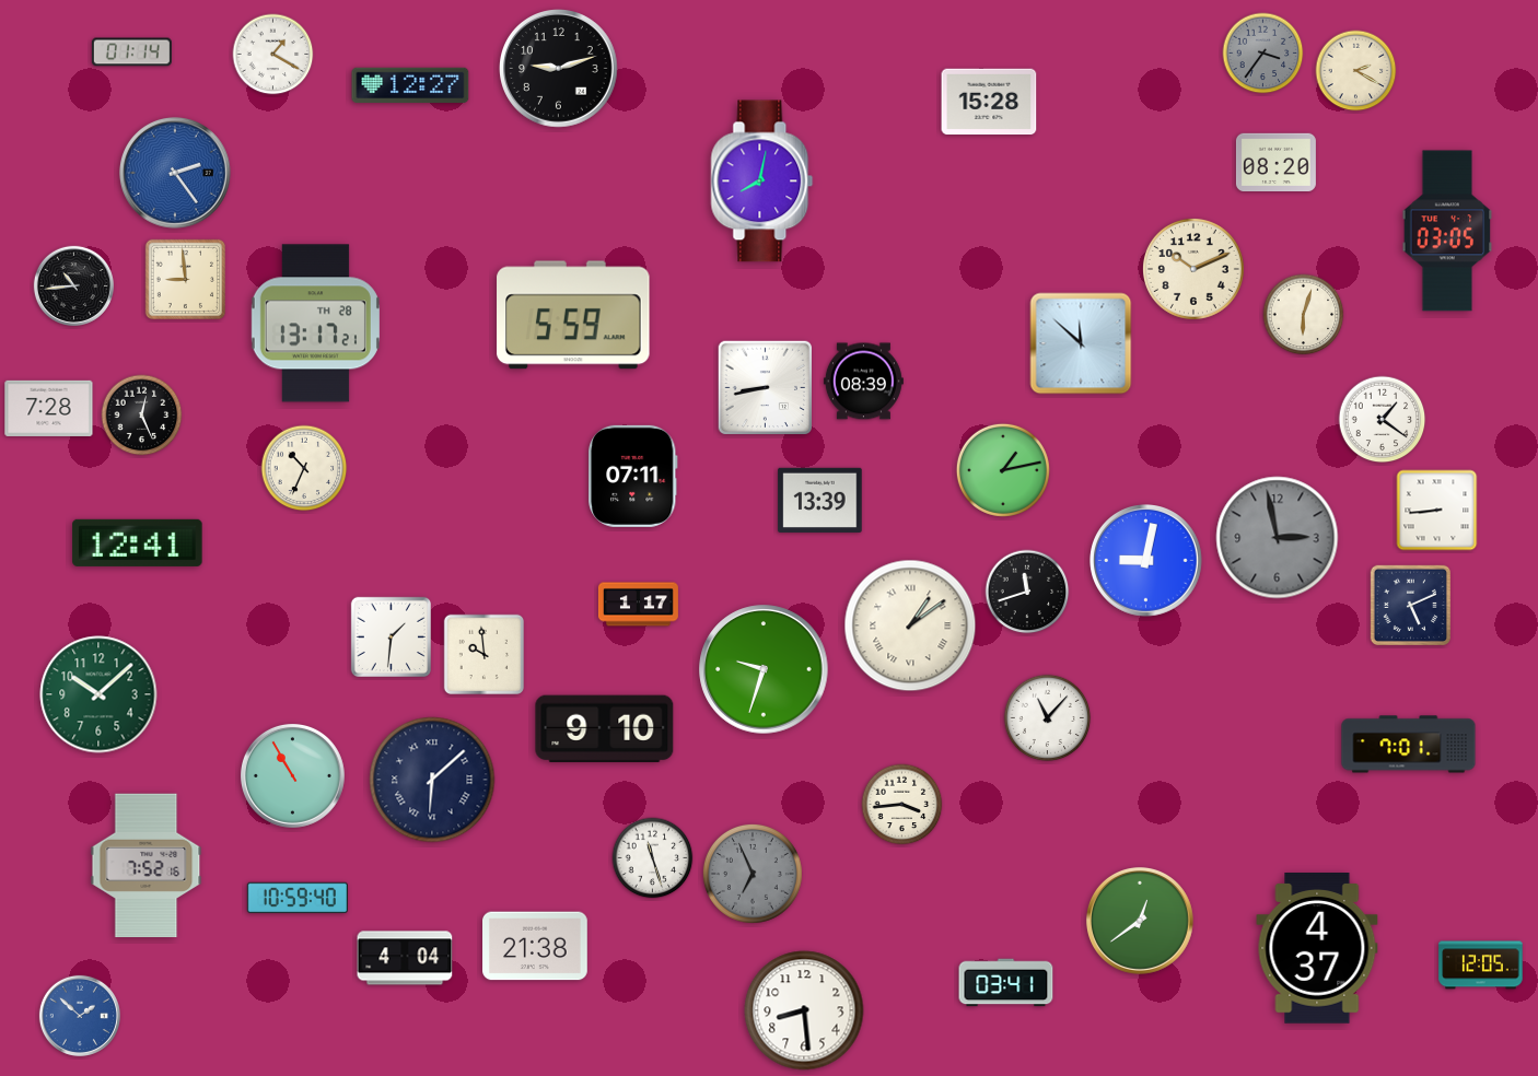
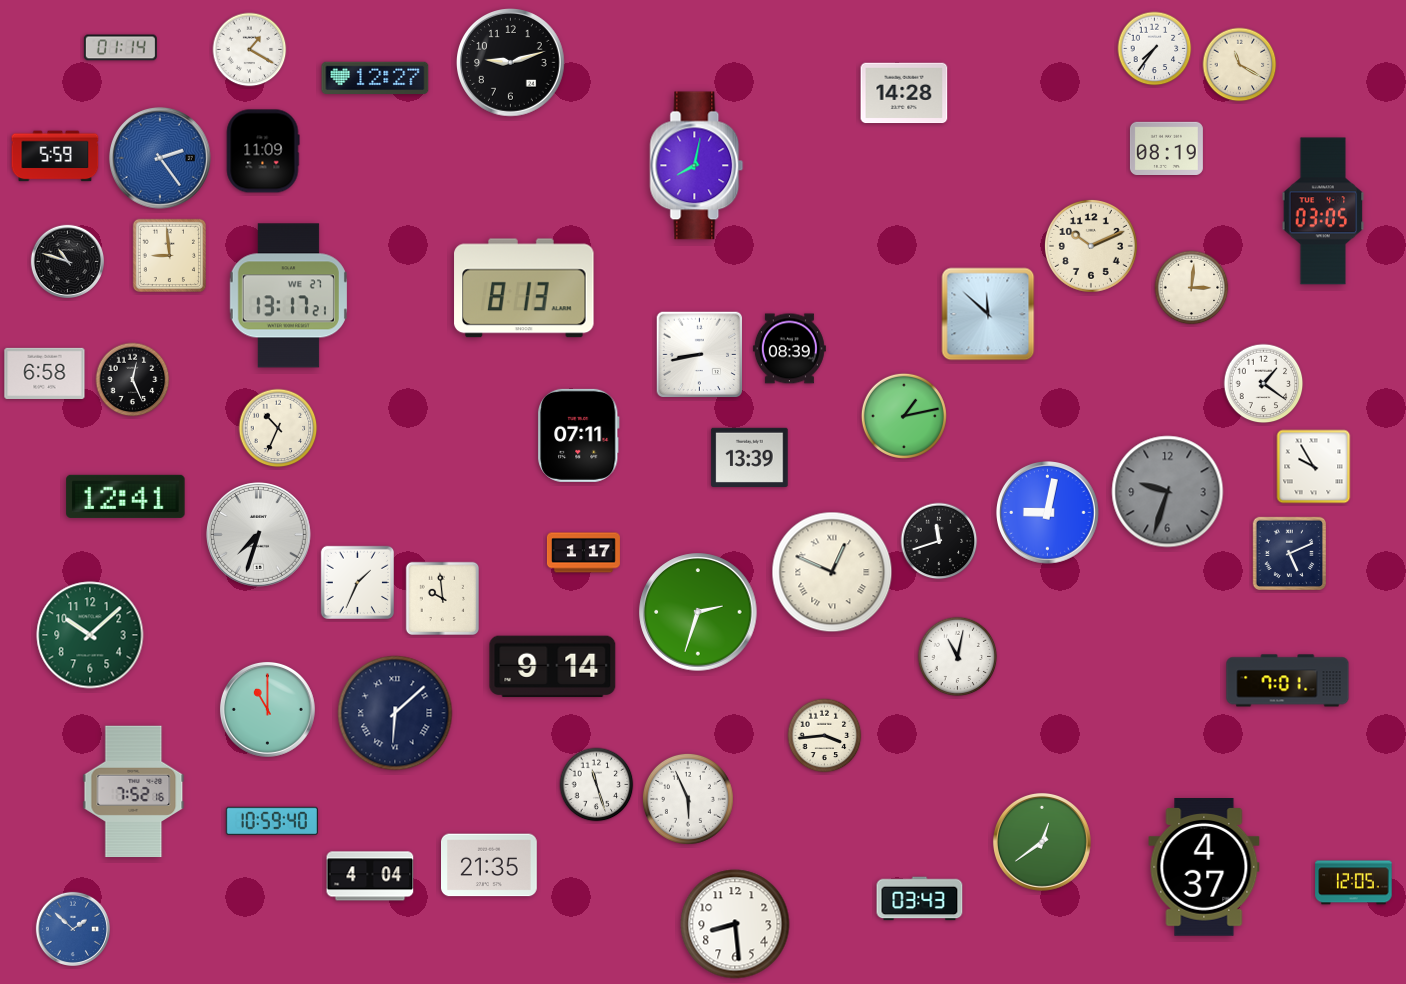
clock at (1263, 54): 3:36 -> 7:36
clock at (1263, 54) dial: grey -> white
clock at (1356, 71): 2:20 -> 11:20
clock at (989, 102): 15:28 -> 14:28
clock at (1275, 162): 08:20 -> 08:19
clock at (263, 151): none -> 11:09
clock at (55, 156): none -> 5:59
clock at (73, 285): 10:44 -> 10:48
clock at (573, 315): 5:59 -> 8:13
clock at (1304, 315): 6:03 -> 3:01
clock at (315, 324) date: TH 28 -> WE 27
clock at (49, 408): 7:28 -> 6:58
clock at (142, 416) position: (142, 416) -> (133, 380)
clock at (1003, 470) position: (1003, 470) -> (904, 416)
clock at (1437, 511): 8:44 -> 9:55
clock at (1278, 538): 2:58 -> 9:33
clock at (259, 535): none -> 7:33
clock at (910, 625): 1:09 -> 12:49
clock at (391, 636): 1:31 -> 1:34
clock at (764, 669): 9:33 -> 2:33
clock at (1048, 718): 11:07 -> 11:02
clock at (605, 729): 9:10 -> 9:14
clock at (292, 775): 10:55 -> 11:00
clock at (753, 874): 6:56 -> 5:56
clock at (753, 874) dial: grey -> white
clock at (536, 946): 21:38 -> 21:35
clock at (1006, 983): 03:41 -> 03:43
